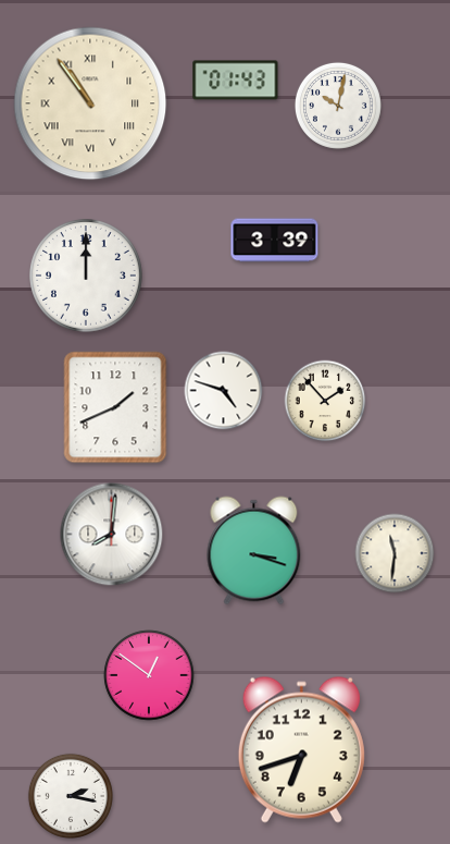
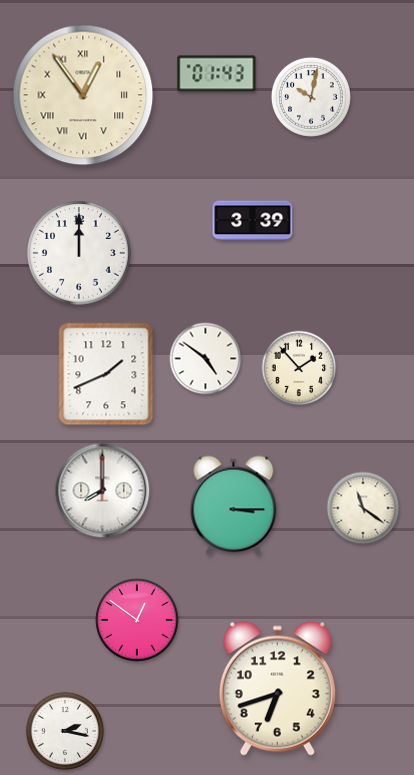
clock at (90, 103): 10:54 -> 12:54
clock at (224, 391): 4:48 -> 4:51
clock at (112, 535): 8:01 -> 8:00
clock at (254, 551): 3:18 -> 3:15
clock at (395, 553): 11:31 -> 11:21
